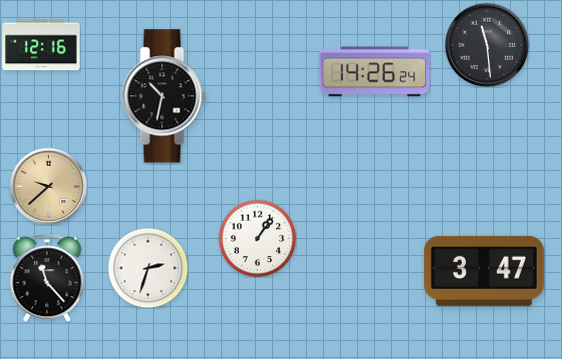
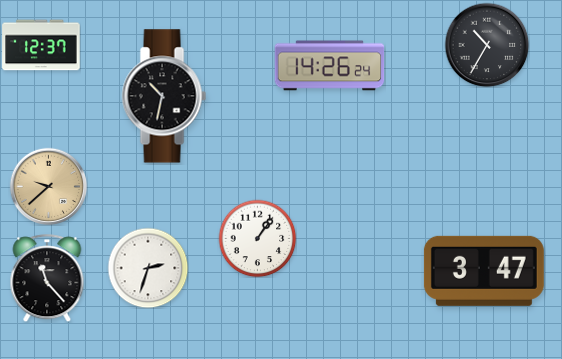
clock at (41, 45): 12:16 -> 12:37
clock at (487, 45): 11:29 -> 10:35
clock at (375, 72) position: (375, 72) -> (330, 66)
